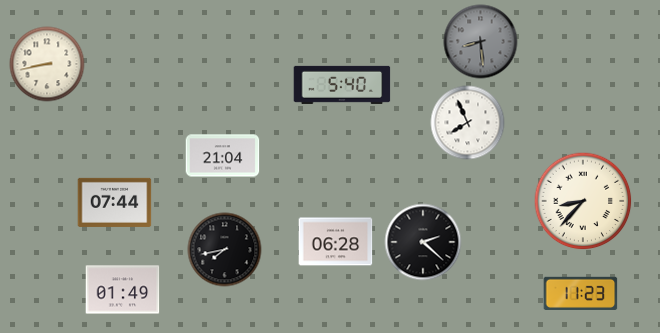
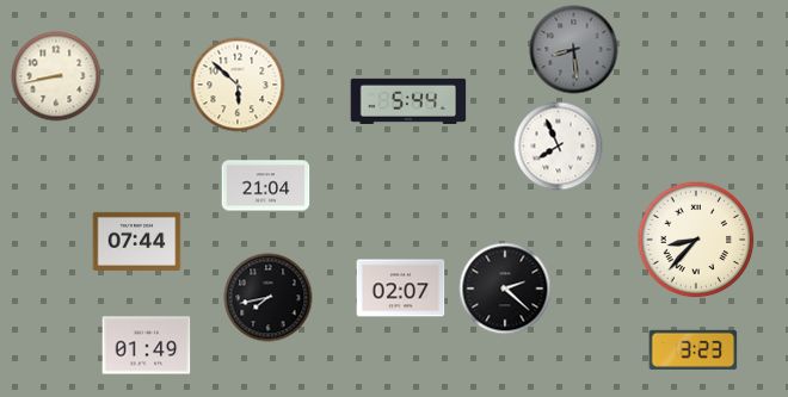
clock at (238, 85): none -> 5:52
clock at (342, 85): 5:40 -> 5:44
clock at (336, 242): 06:28 -> 02:07
clock at (581, 293): 11:23 -> 3:23
